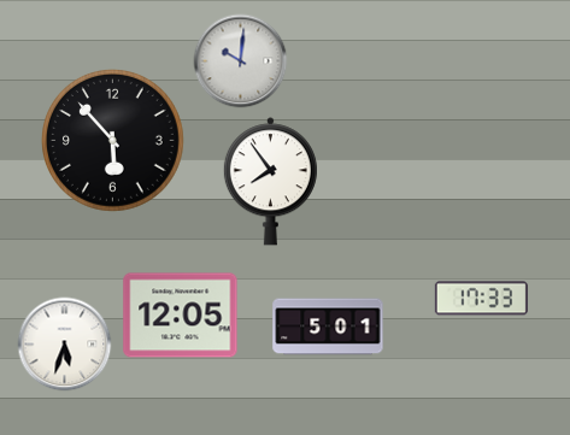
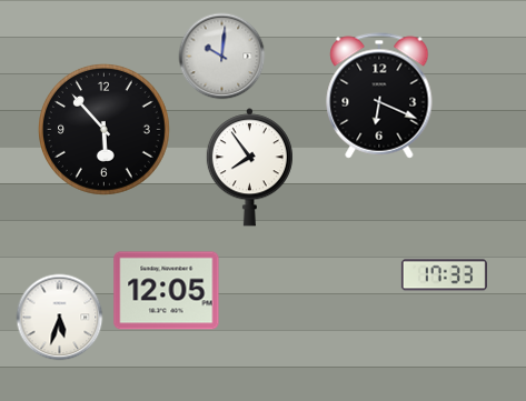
clock at (379, 96): none -> 6:19
clock at (328, 327): 5:01 -> none
